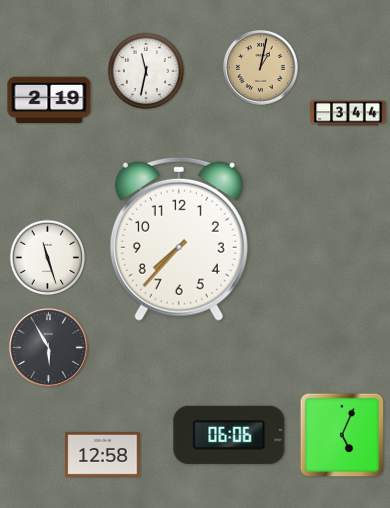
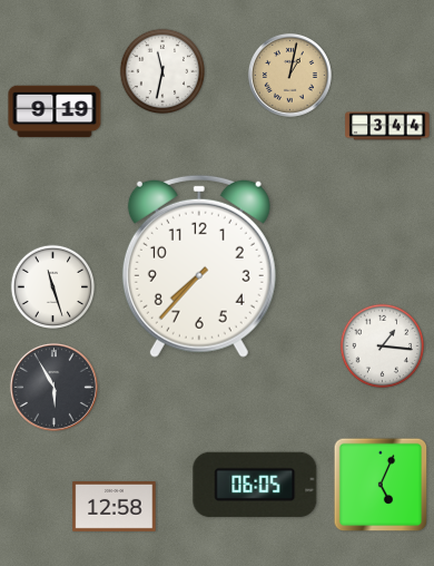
clock at (146, 71) position: (146, 71) -> (162, 71)
clock at (49, 100): 2:19 -> 9:19
clock at (383, 347): none -> 1:16
clock at (229, 435): 06:06 -> 06:05
